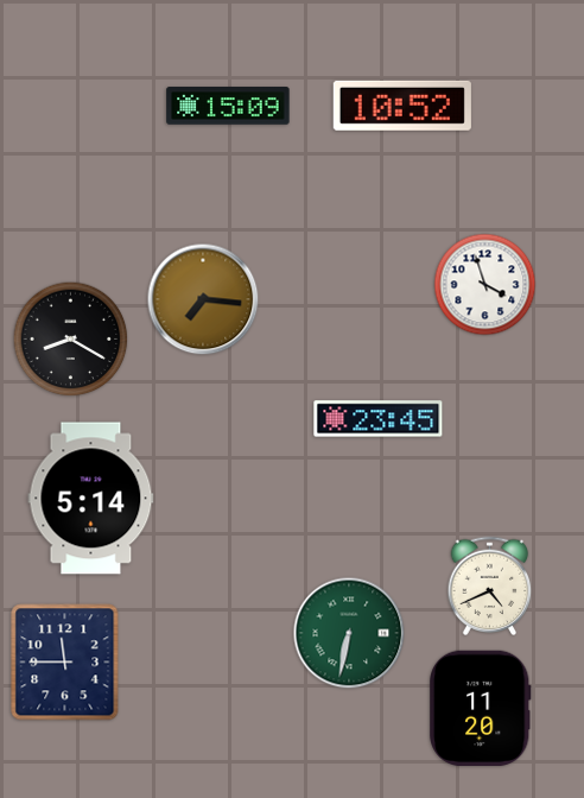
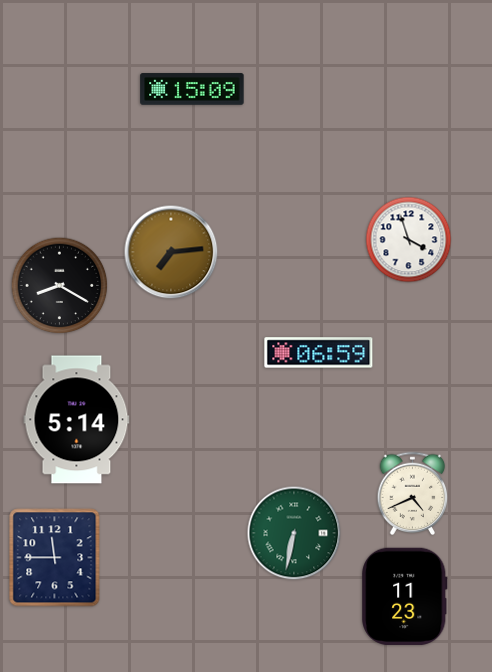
clock at (402, 106): 10:52 -> none
clock at (203, 299): 7:16 -> 7:14
clock at (379, 419): 23:45 -> 06:59
clock at (481, 708): 11:20 -> 11:23
